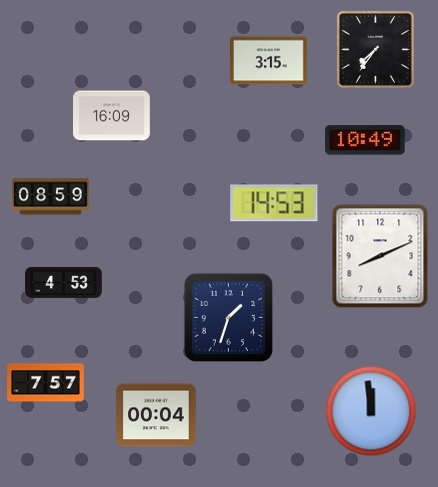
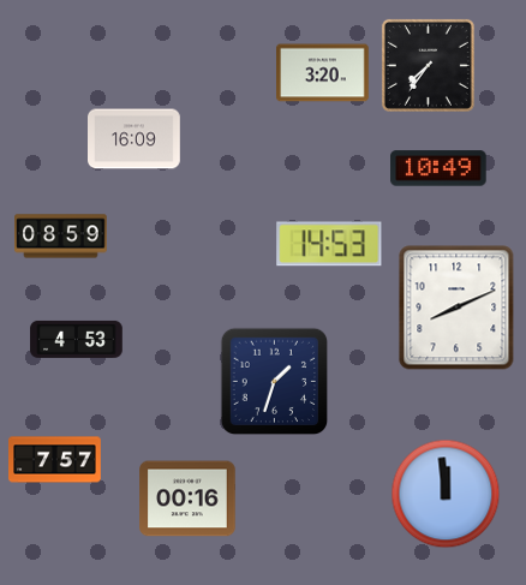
clock at (375, 49) position: (375, 49) -> (428, 65)
clock at (269, 61): 3:15 -> 3:20
clock at (156, 415): 00:04 -> 00:16
